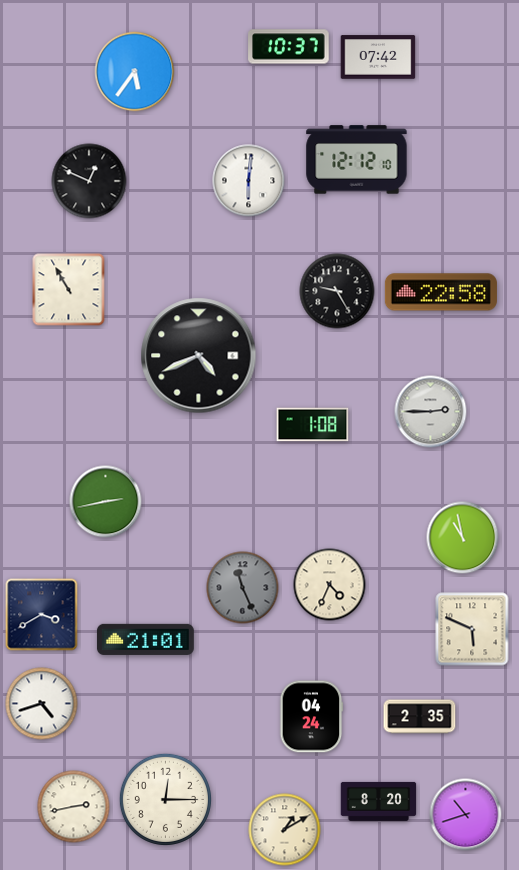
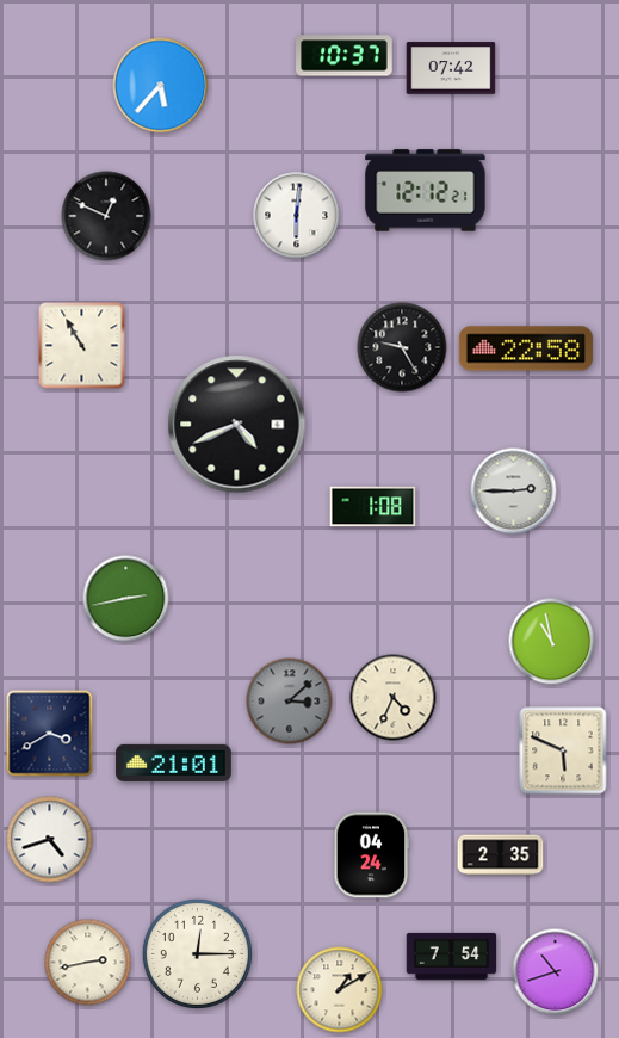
clock at (135, 72): 5:36 -> 5:37
clock at (357, 160): 12:12:10 -> 12:12:21
clock at (243, 588): 11:26 -> 3:08
clock at (379, 801): 8:20 -> 7:54
